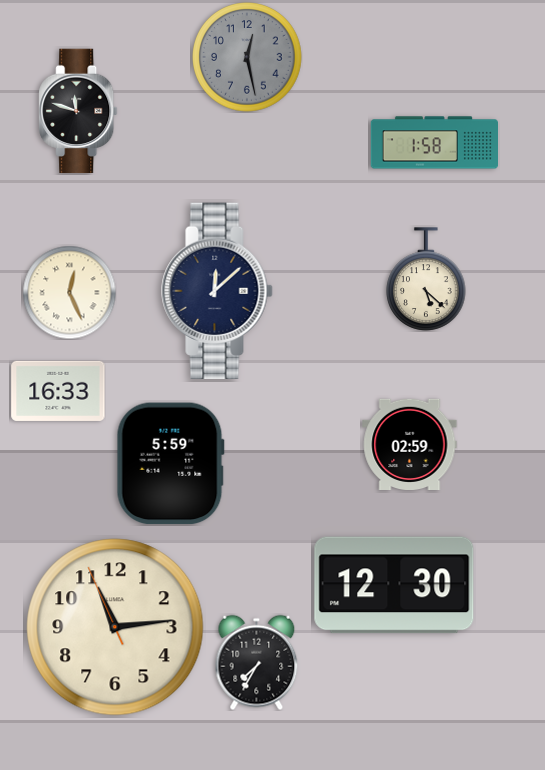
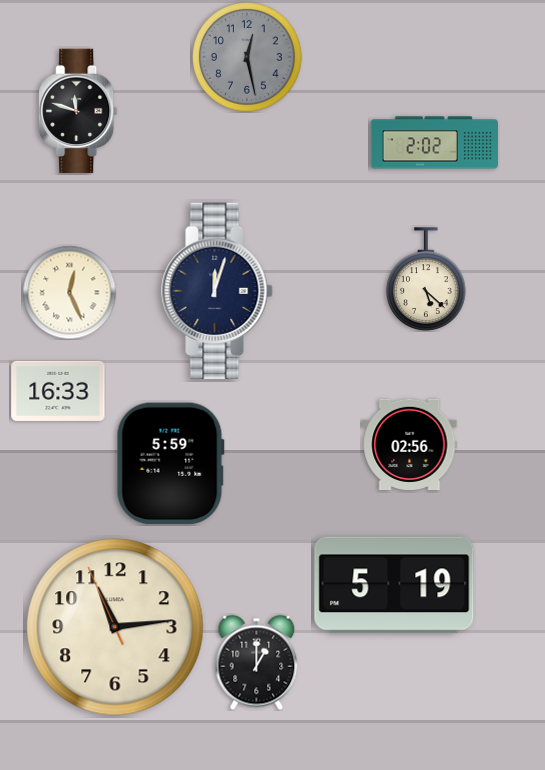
clock at (434, 143): 1:58 -> 2:02
clock at (217, 291): 12:08 -> 12:03
clock at (410, 444): 02:59 -> 02:56
clock at (394, 585): 12:30 -> 5:19
clock at (257, 662): 7:35 -> 1:00
